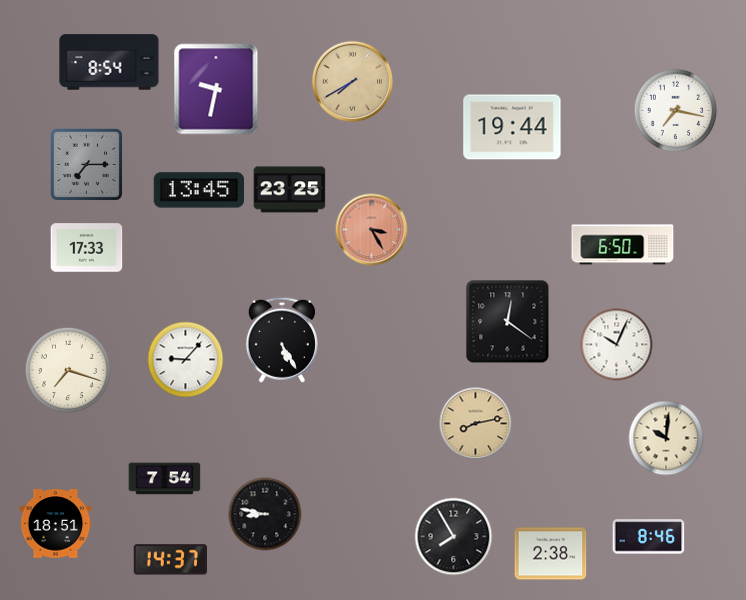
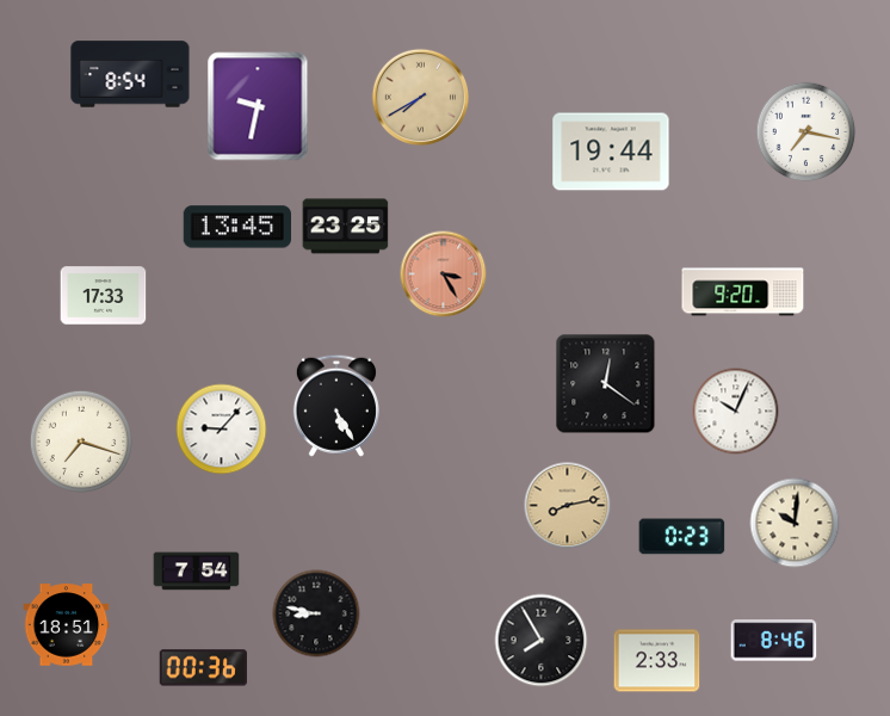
clock at (87, 165): 7:15 -> none
clock at (623, 245): 6:50 -> 9:20
clock at (682, 537): none -> 0:23
clock at (551, 554): 2:38 -> 2:33
clock at (170, 560): 14:37 -> 00:36
